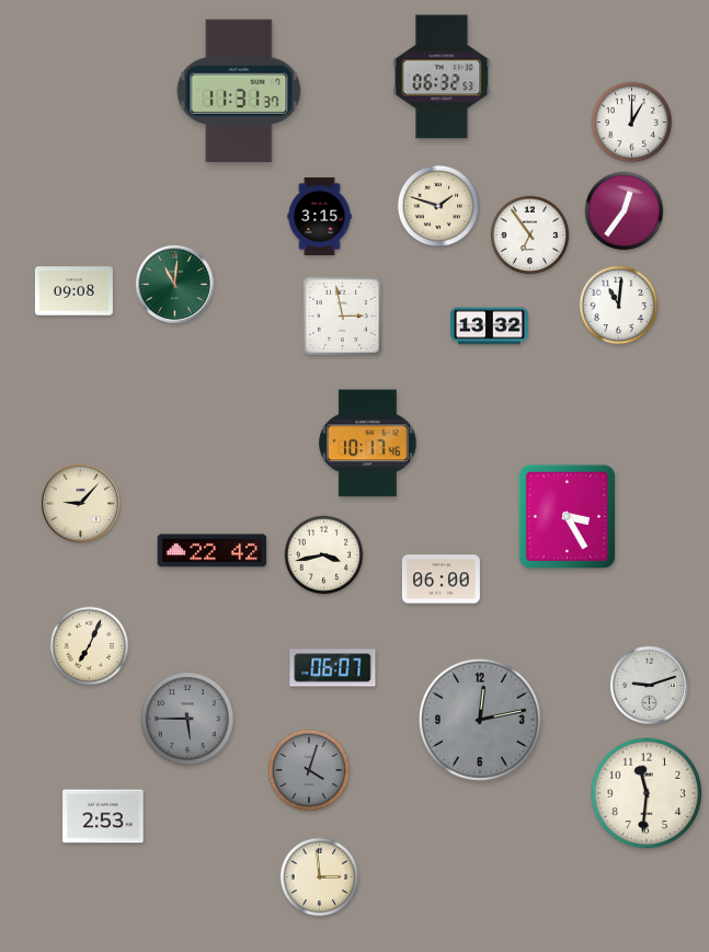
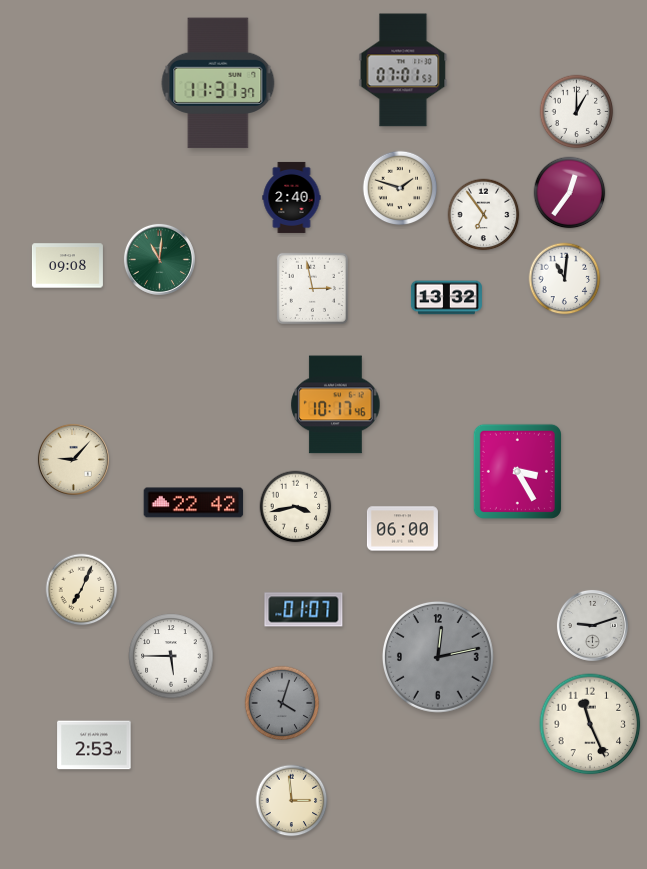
clock at (442, 77): 06:32 -> 07:01
clock at (320, 216): 3:15 -> 2:40
clock at (333, 668): 06:07 -> 01:07
clock at (187, 719) dial: grey -> white
clock at (647, 793): 11:31 -> 11:26
